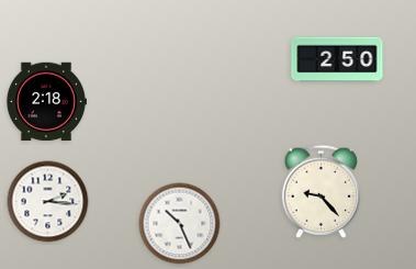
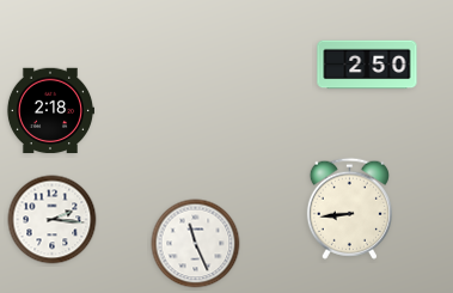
clock at (321, 191): 9:23 -> 8:44
clock at (180, 224): 10:26 -> 11:26
